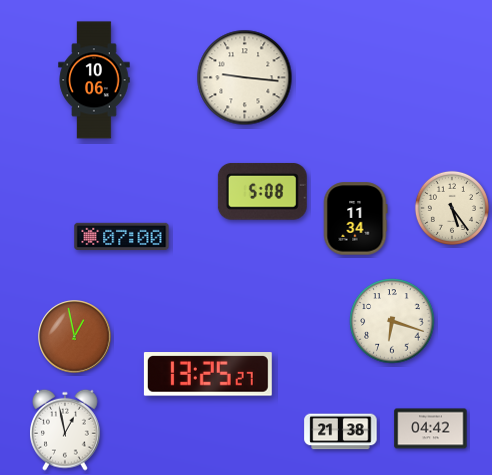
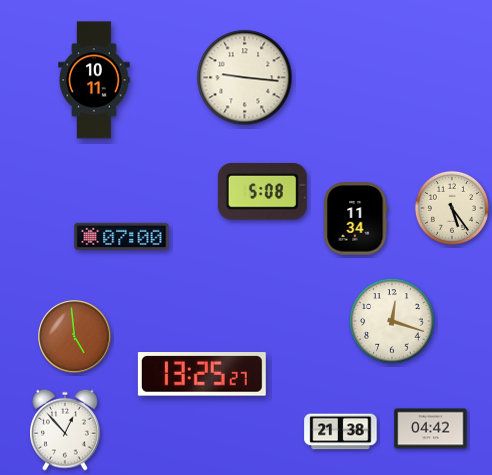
clock at (94, 80): 10:06 -> 10:11
clock at (392, 321): 6:18 -> 12:18
clock at (75, 337): 12:58 -> 4:59
clock at (208, 374) position: (208, 374) -> (202, 374)
clock at (66, 430): 12:58 -> 12:53
